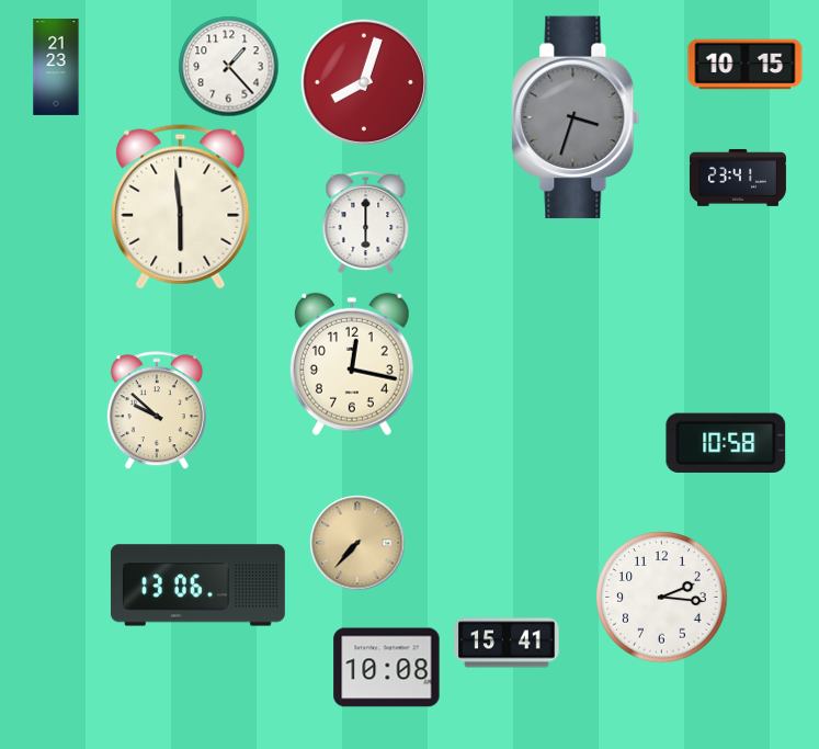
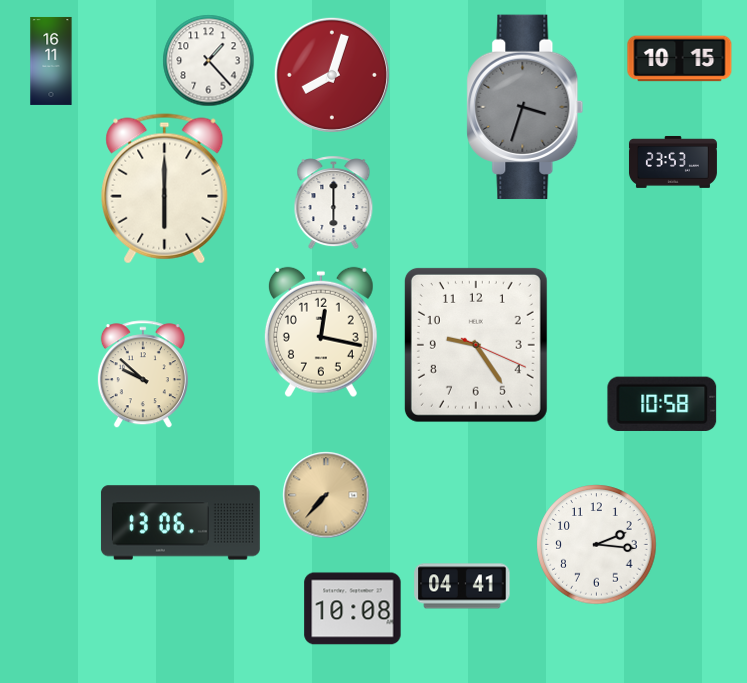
clock at (56, 67): 21:23 -> 16:11
clock at (738, 178): 23:41 -> 23:53
clock at (181, 207): 5:59 -> 6:00
clock at (476, 345): none -> 9:24
clock at (197, 586) position: (197, 586) -> (180, 523)
clock at (662, 598) position: (662, 598) -> (597, 545)
clock at (507, 643): 15:41 -> 04:41
